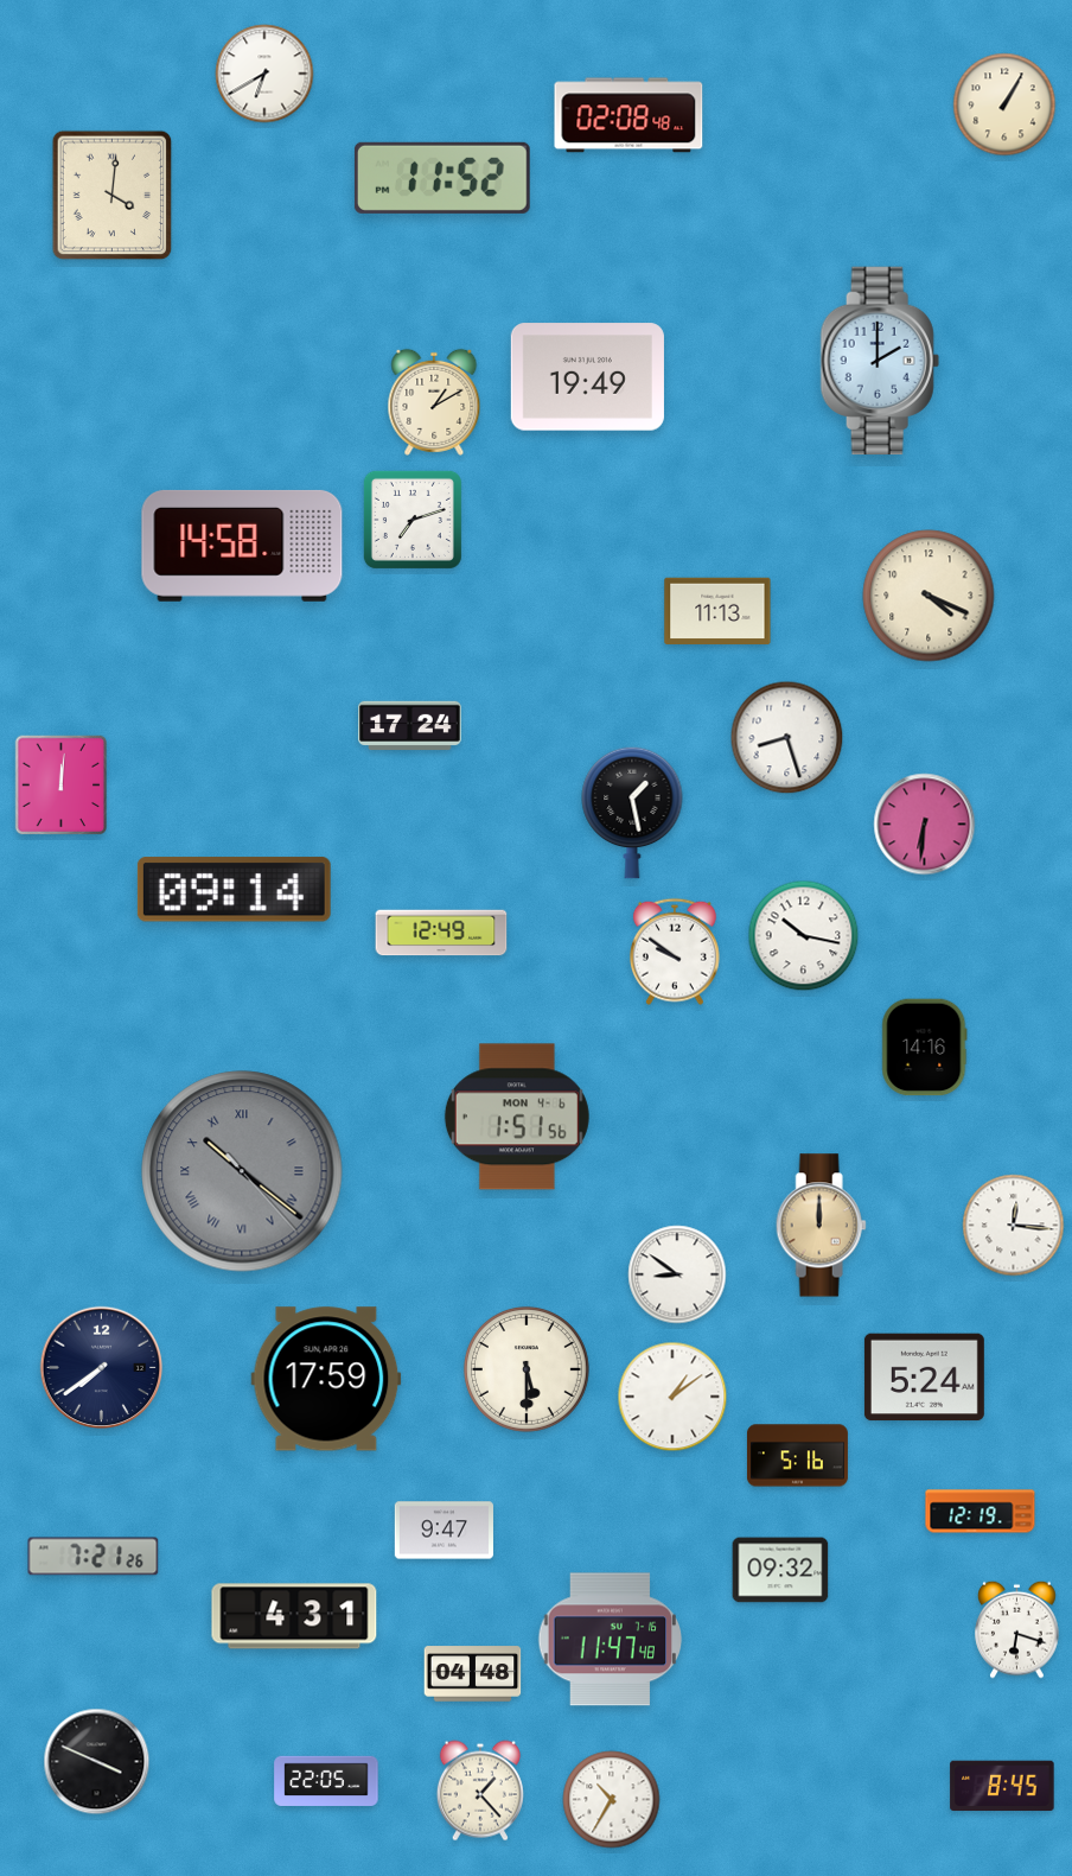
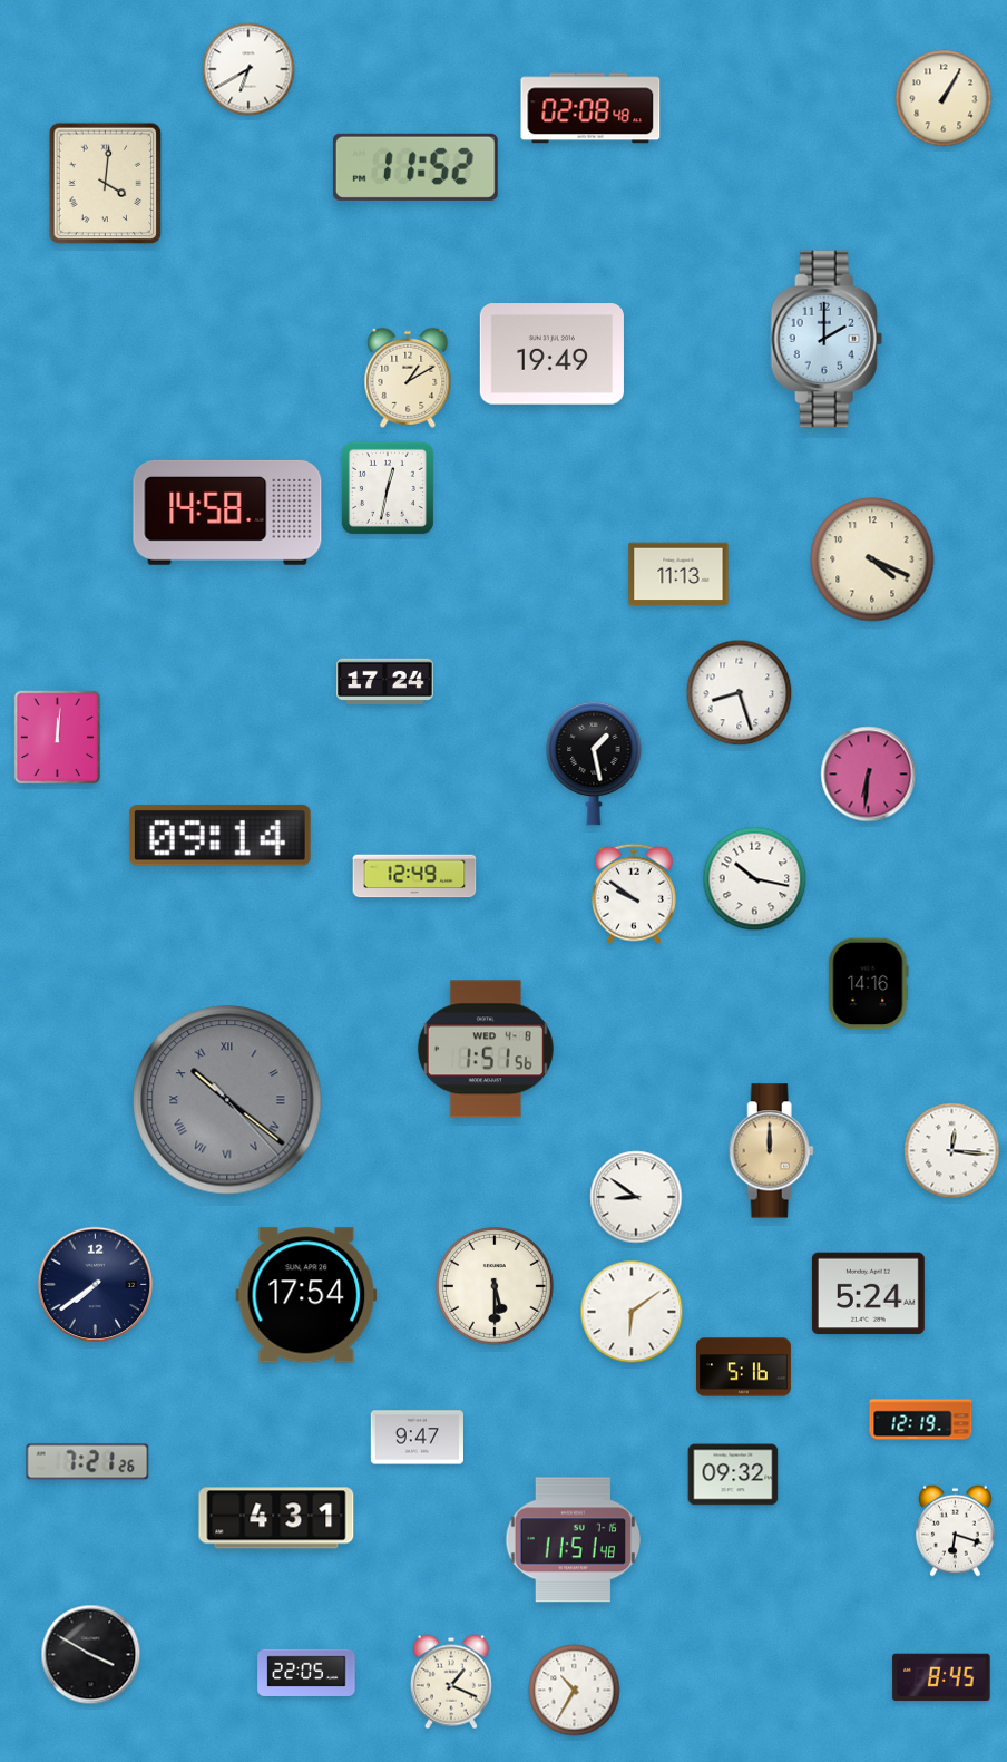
clock at (413, 520): 7:12 -> 12:32
clock at (717, 611) position: (717, 611) -> (678, 574)
clock at (517, 1117) date: MON 4-6 -> WED 4-8
clock at (326, 1379): 17:59 -> 17:54
clock at (672, 1397): 1:09 -> 6:09
clock at (797, 1456) position: (797, 1456) -> (743, 1367)
clock at (611, 1640): 11:47 -> 11:51
clock at (473, 1674): 04:48 -> none
clock at (97, 1762): 3:49 -> 3:50
clock at (480, 1791): 1:23 -> 1:19
